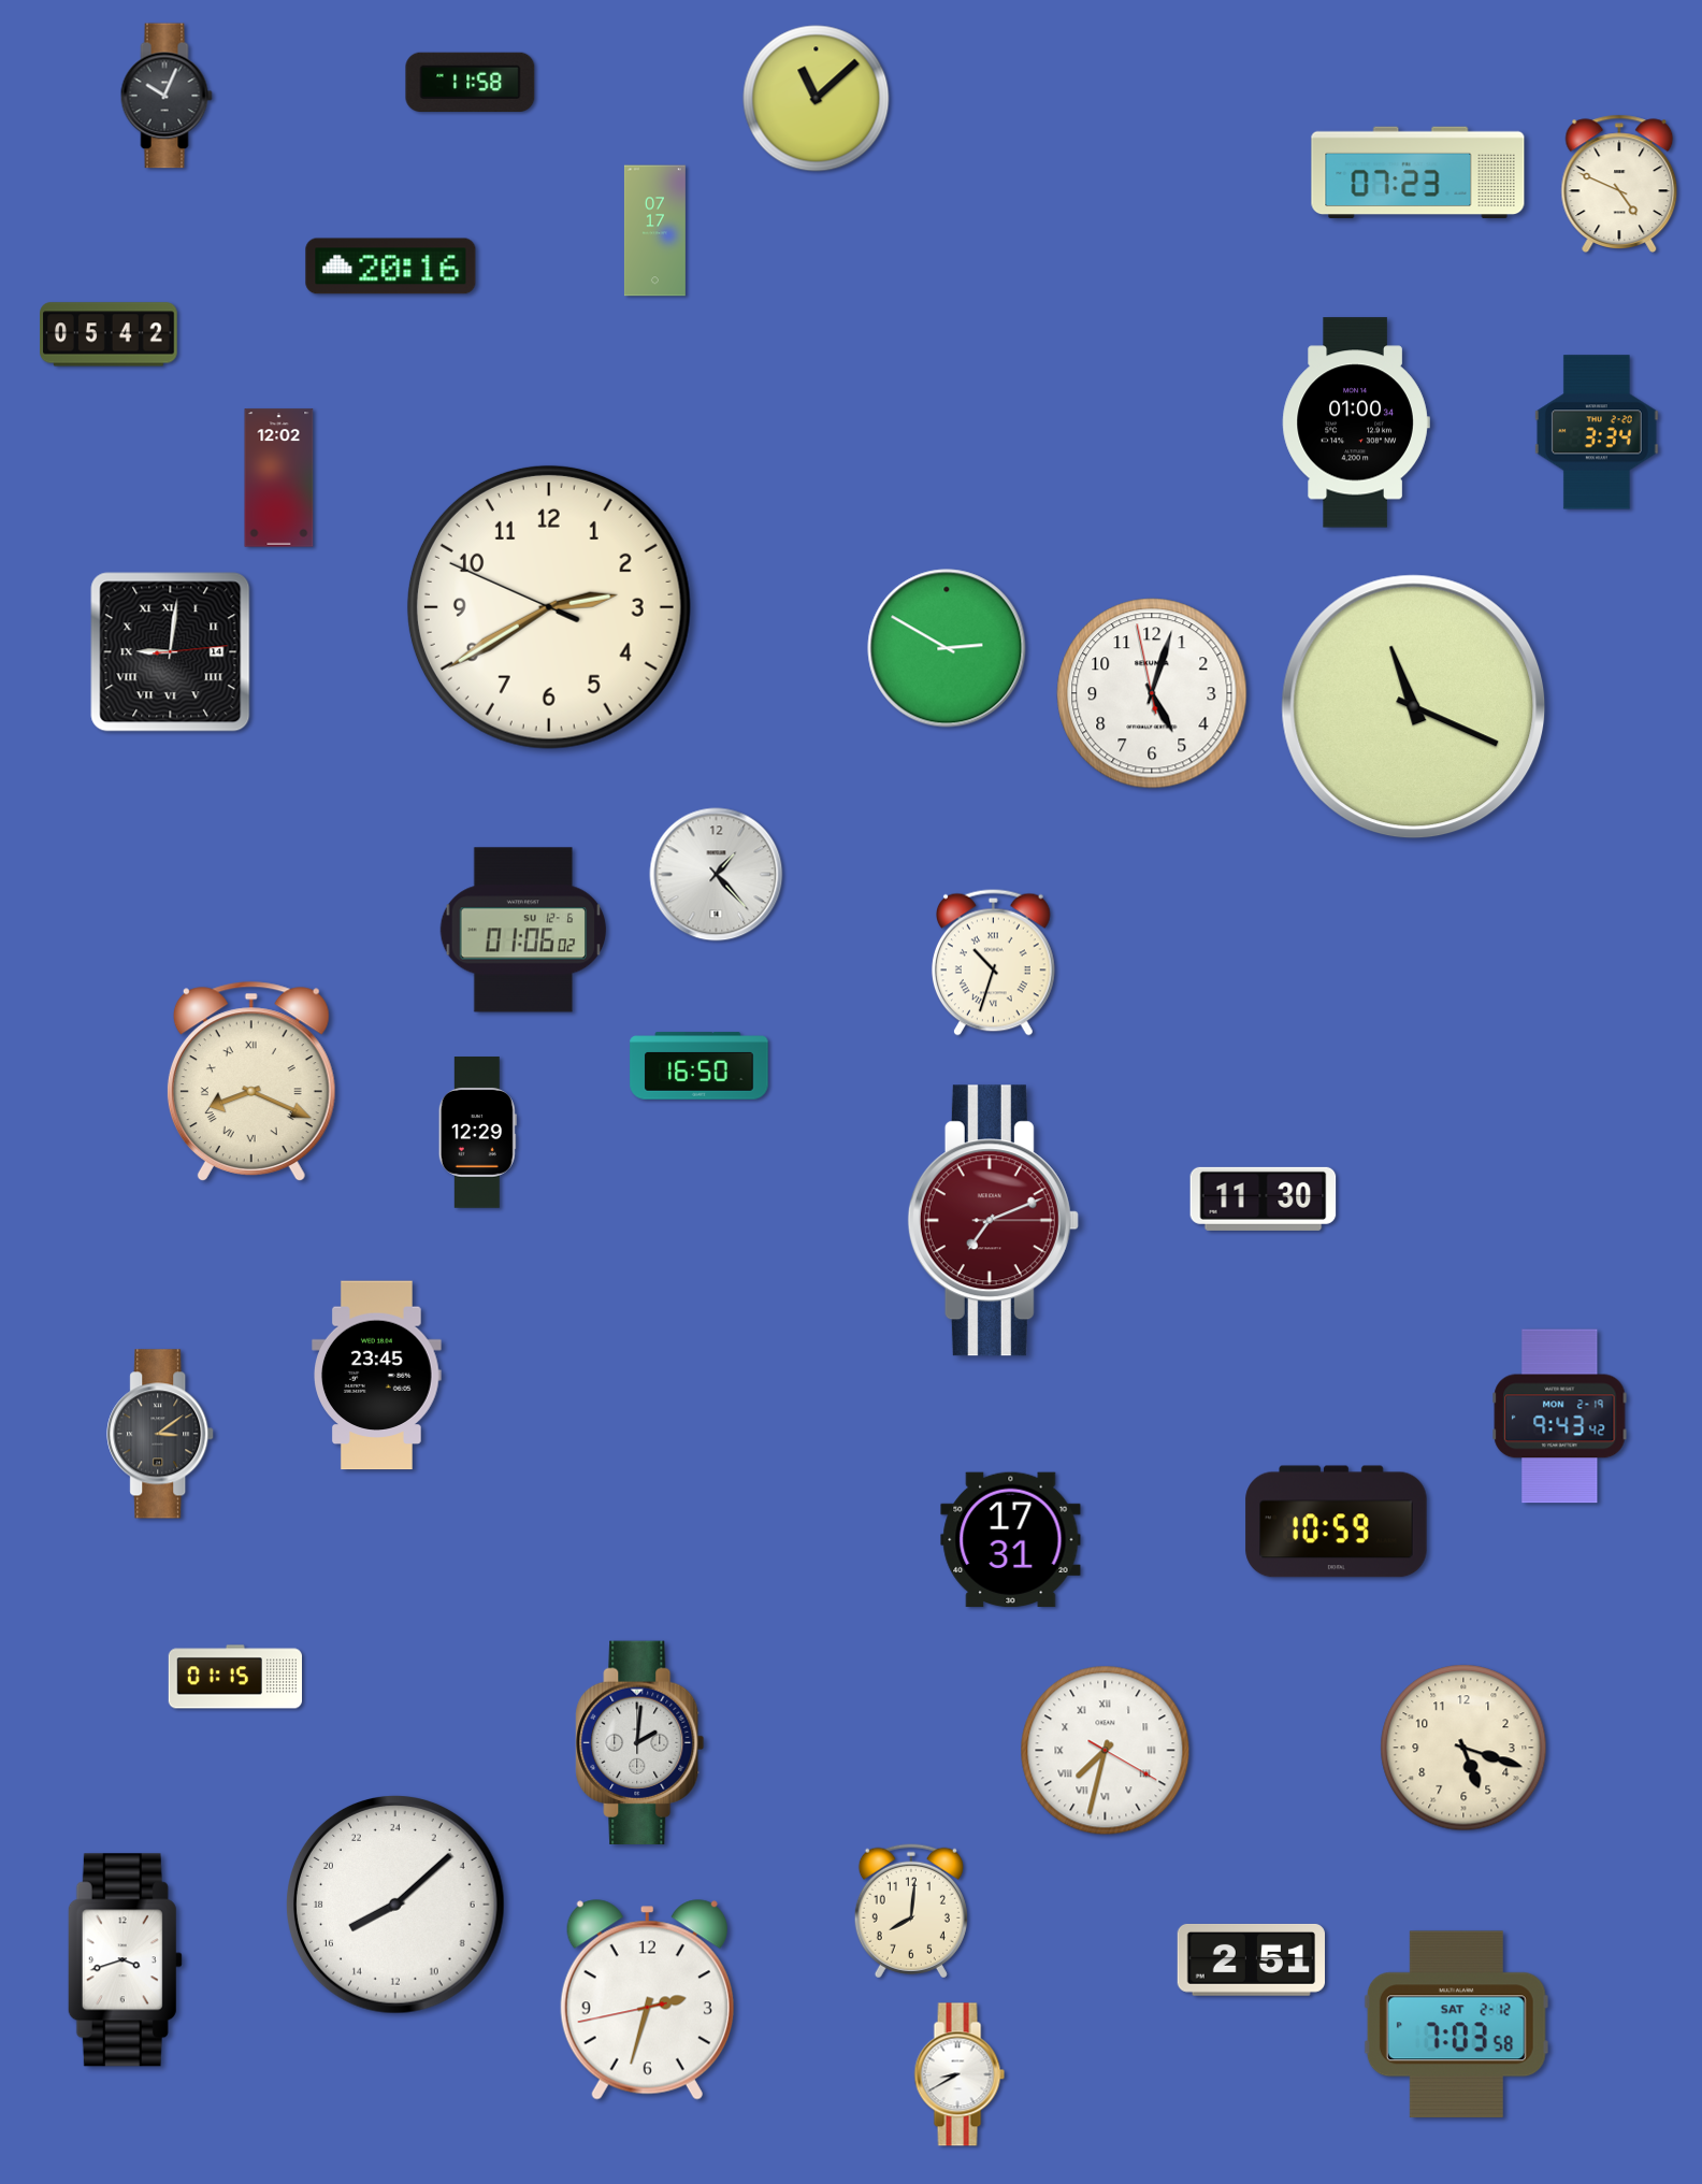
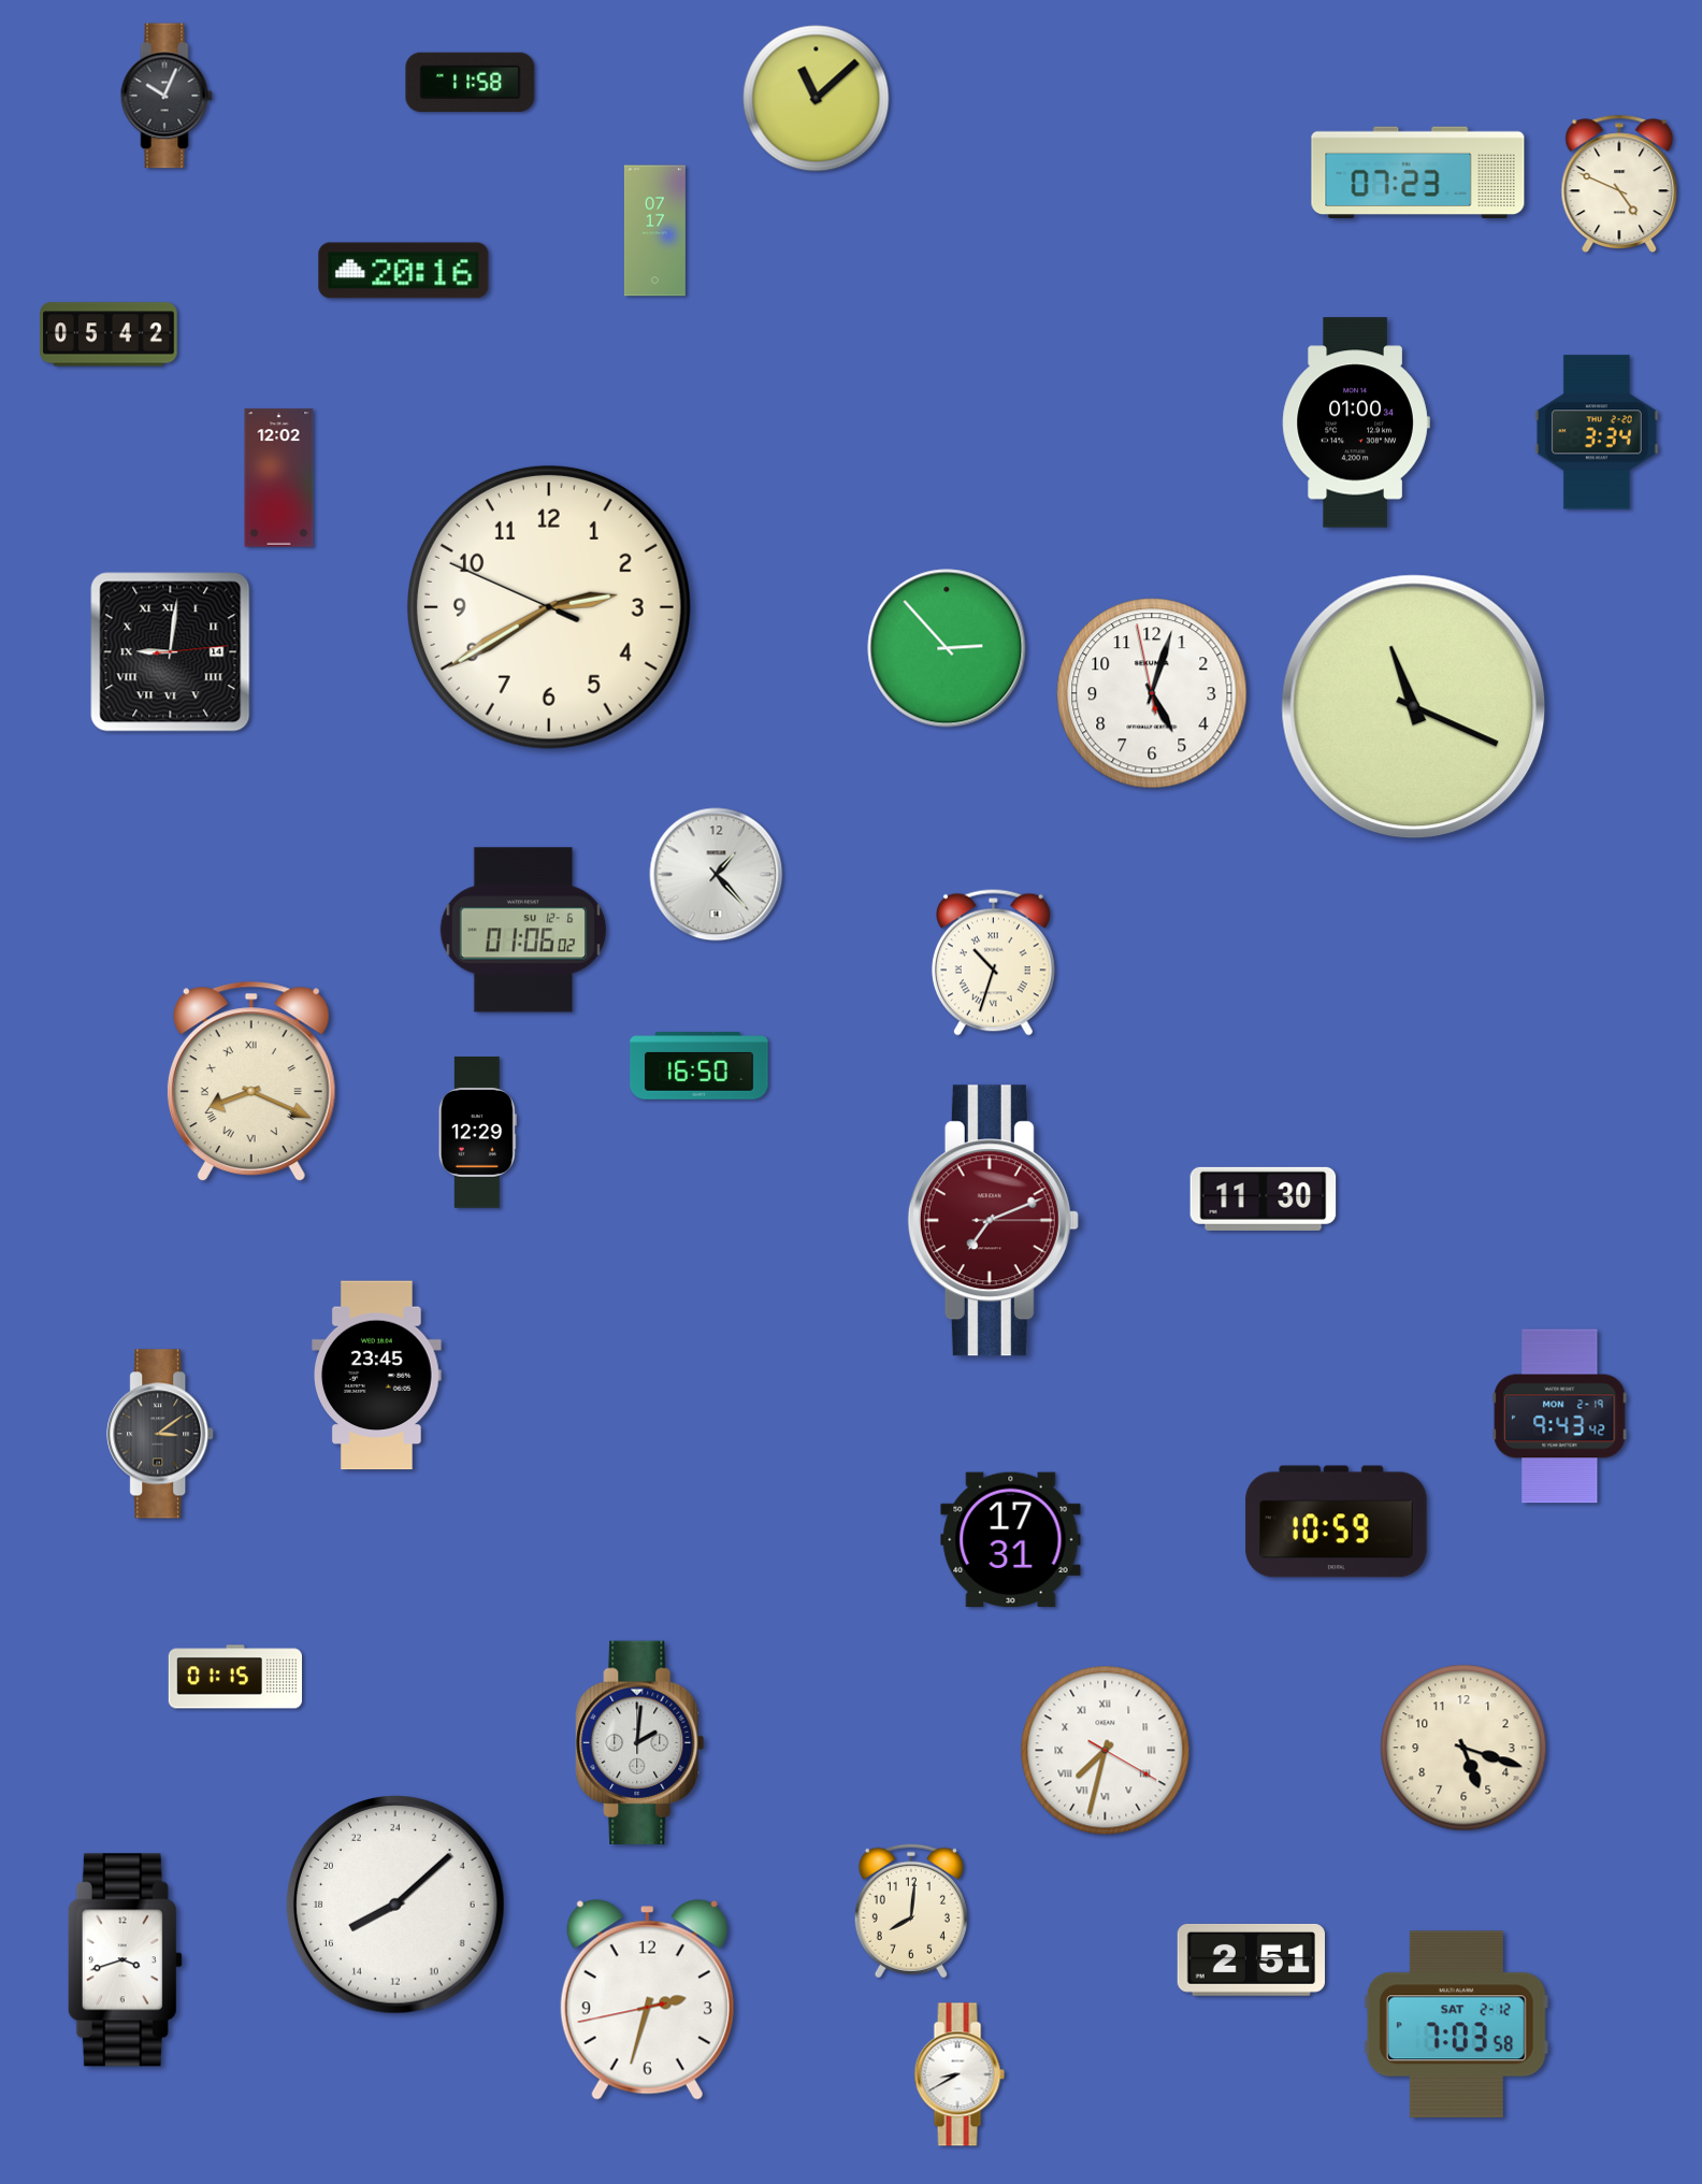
clock at (391, 267) position: (391, 267) -> (404, 271)
clock at (947, 648): 2:50 -> 2:53
